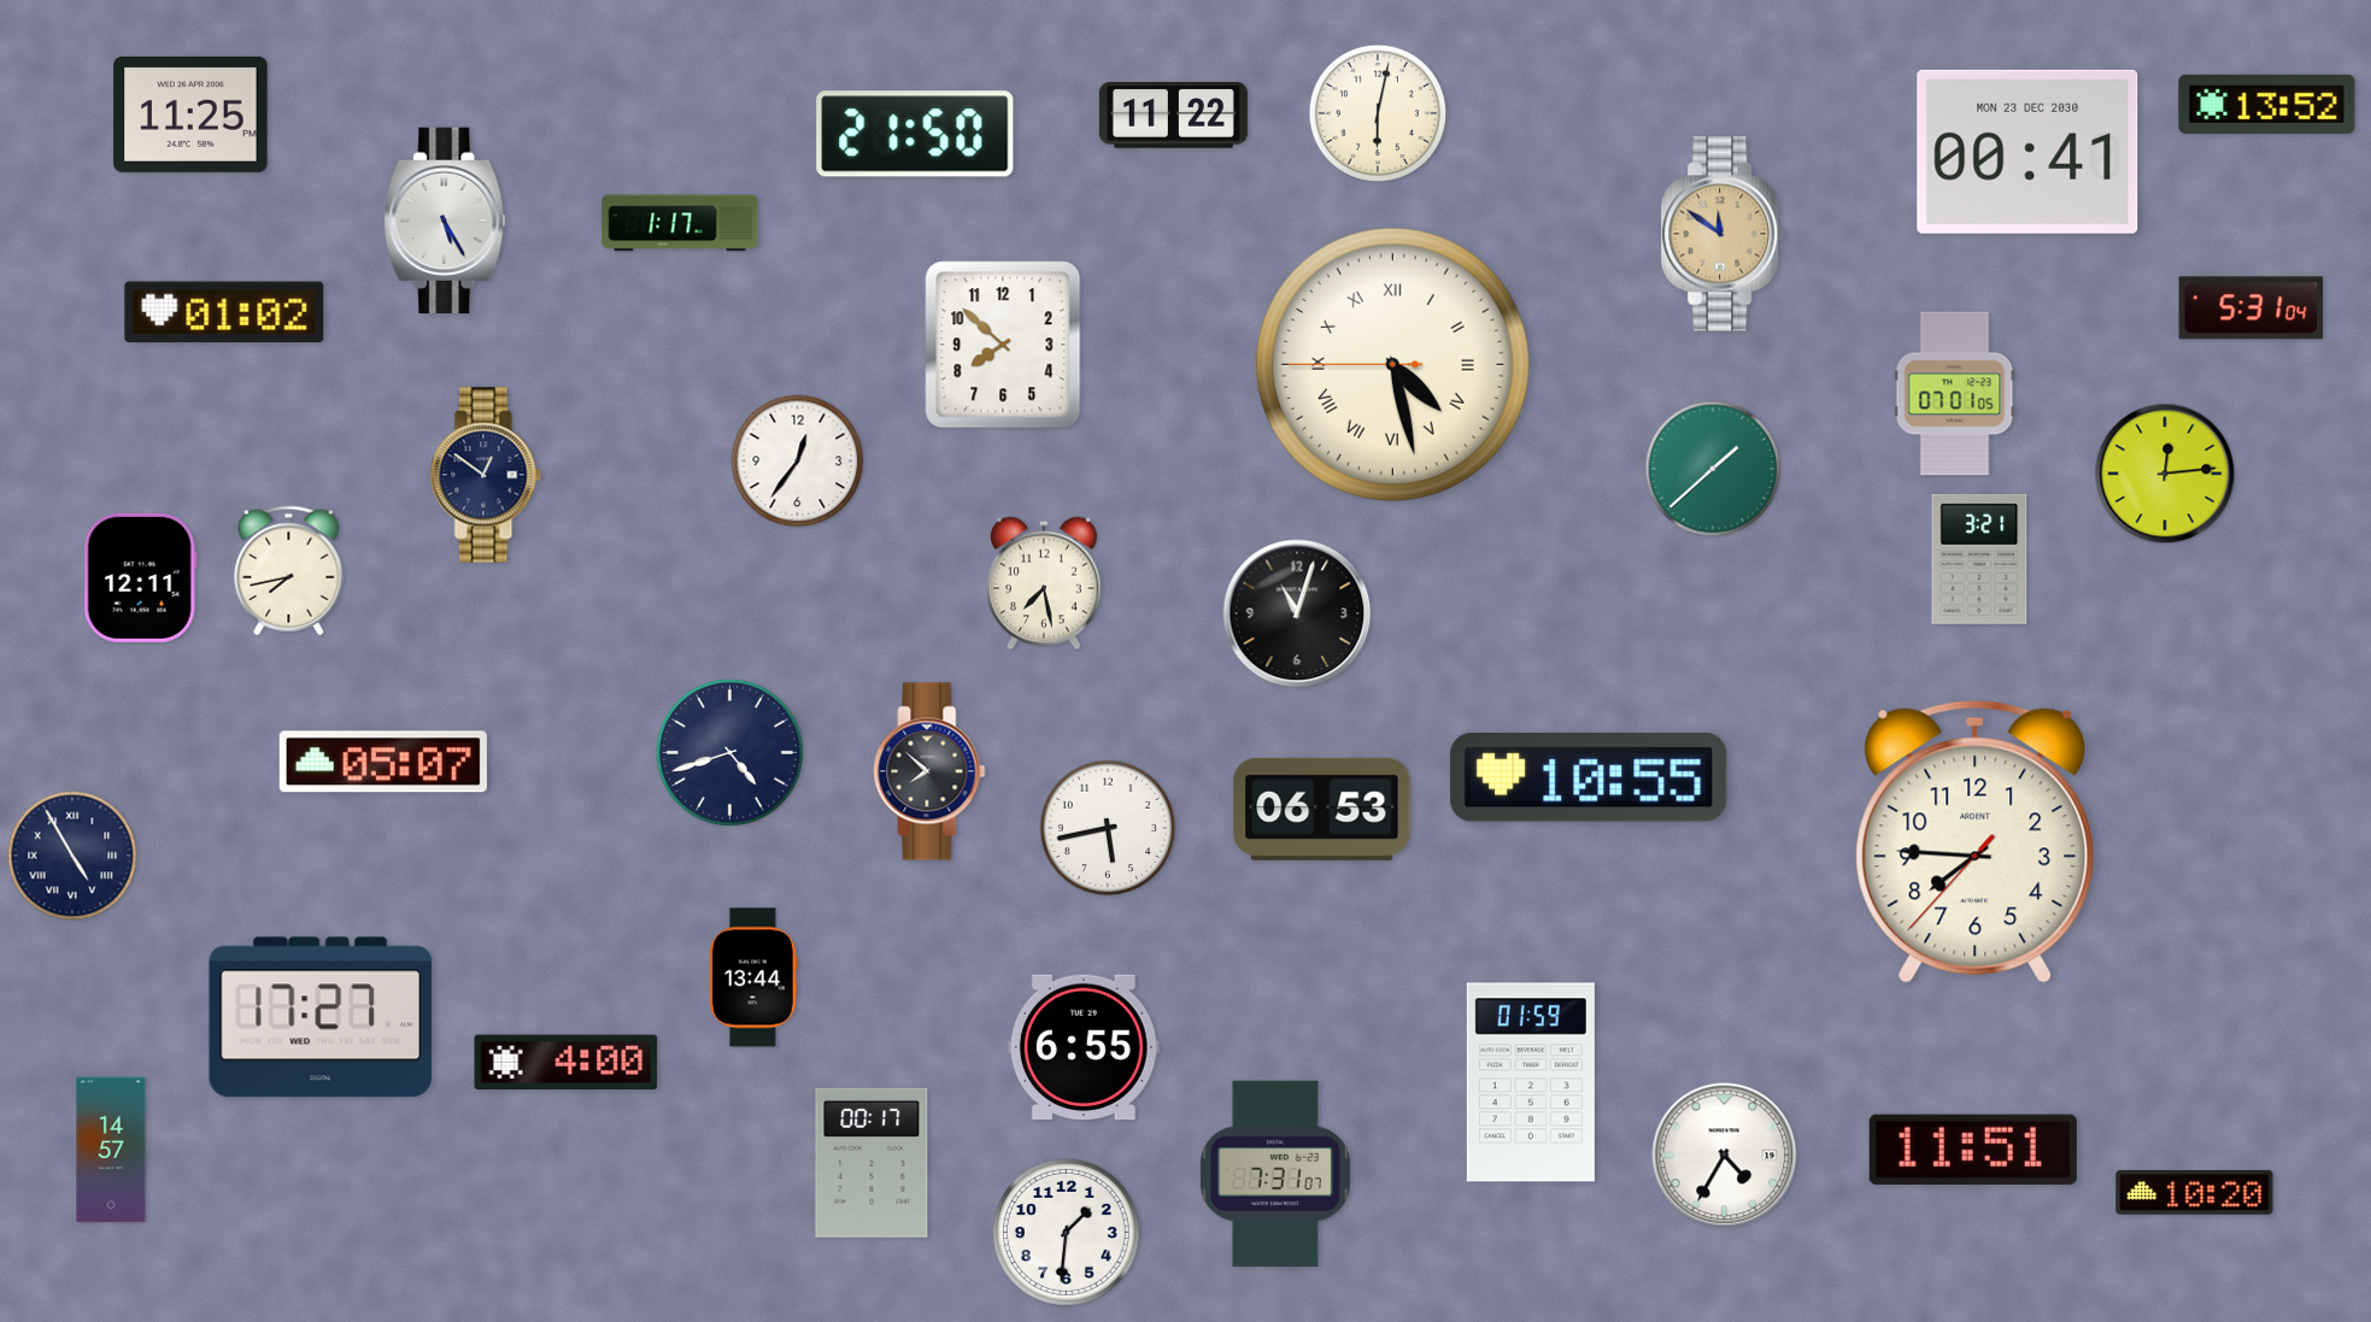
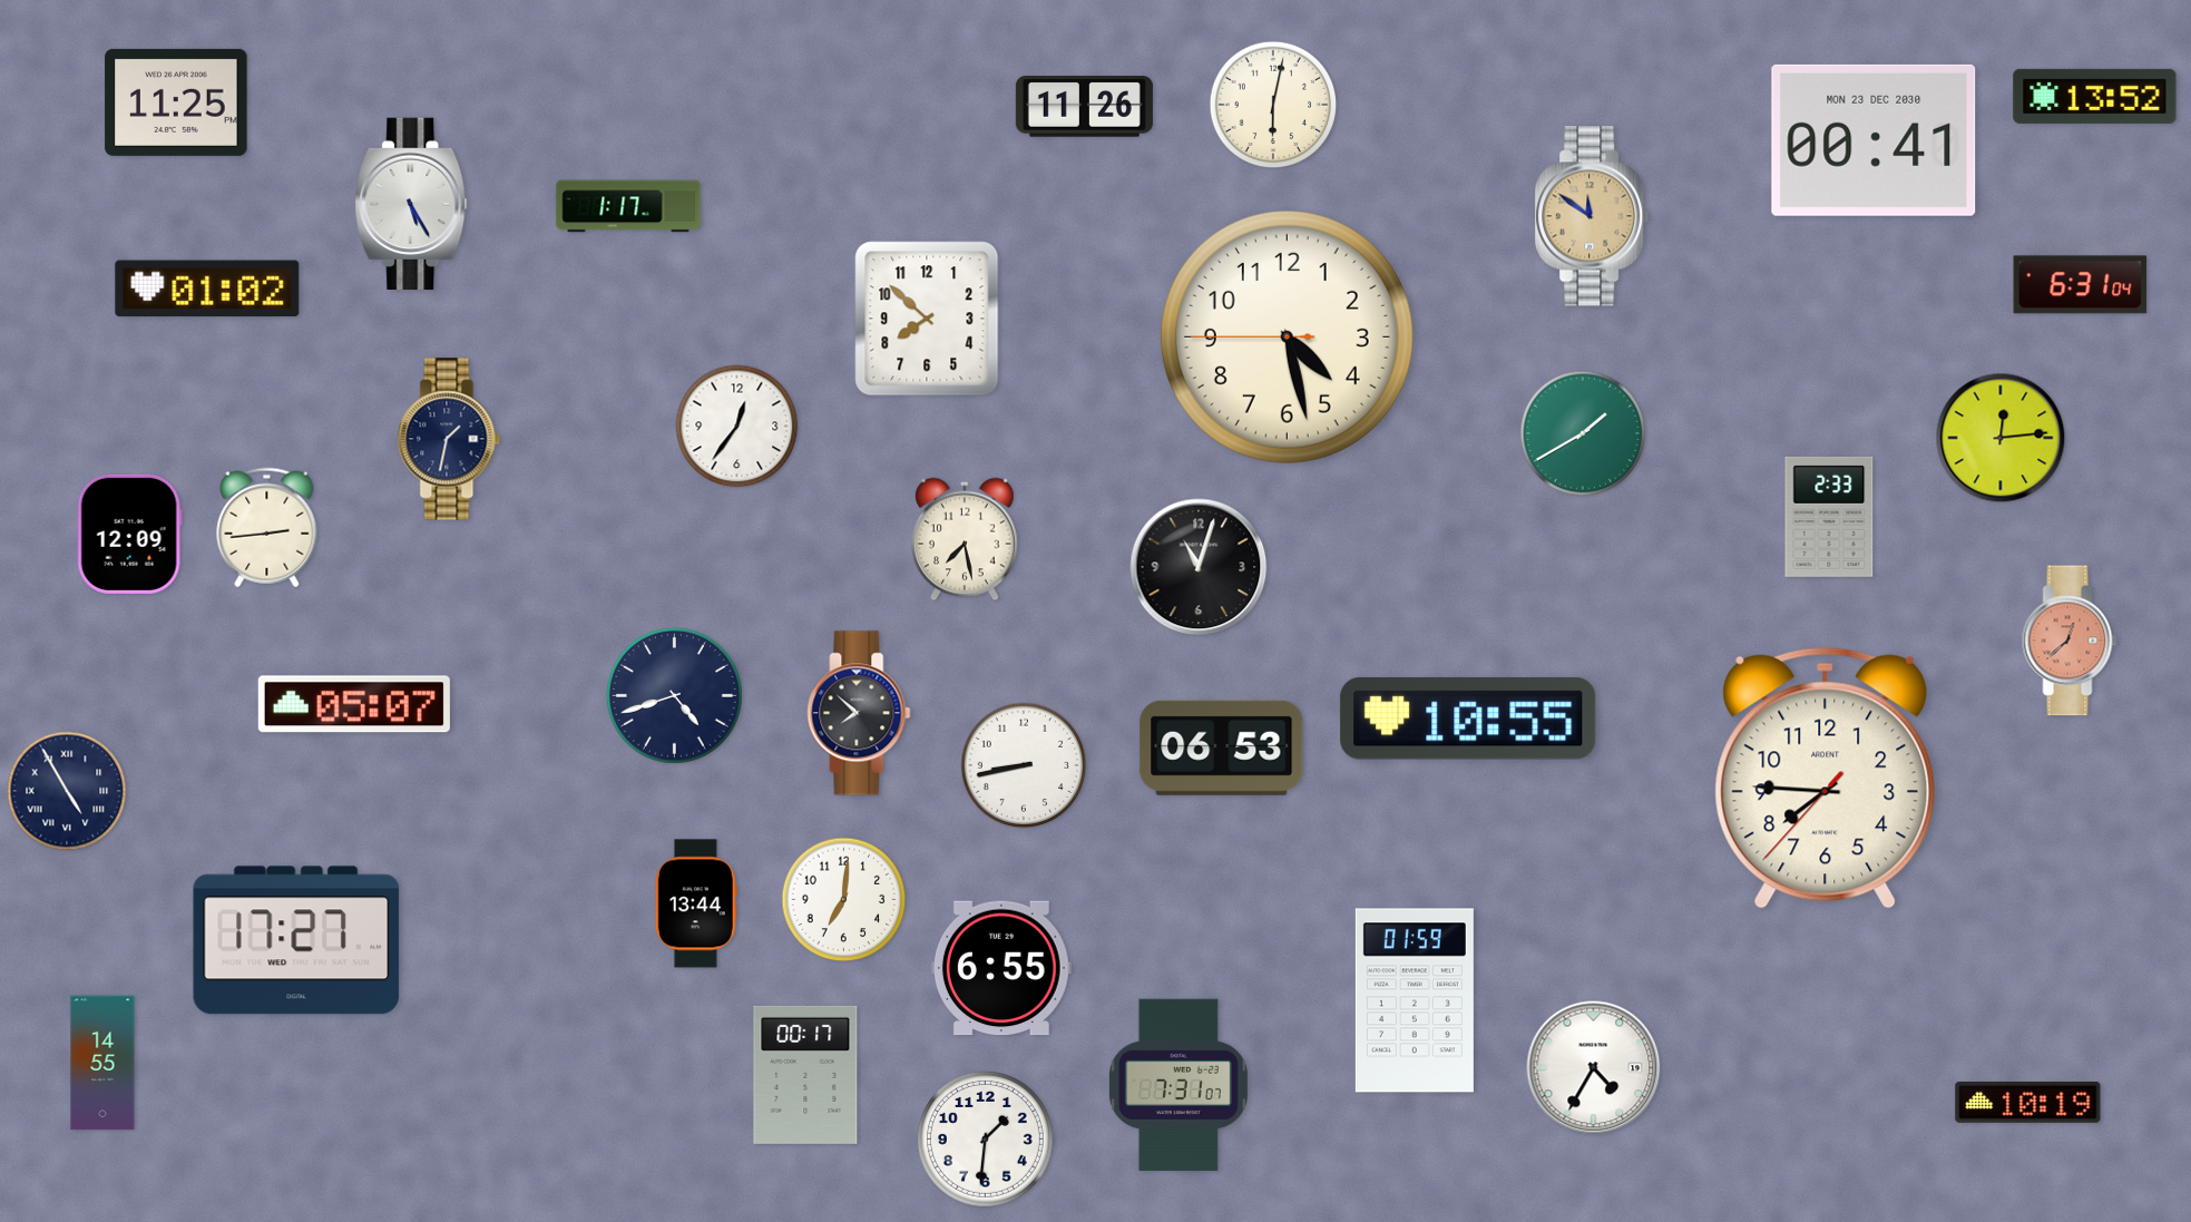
clock at (190, 114) position: (190, 114) -> (176, 102)
clock at (1173, 116): 11:22 -> 11:26
clock at (915, 134): 21:50 -> none
clock at (2252, 309): 5:31 -> 6:31
clock at (1392, 364) numerals: Roman -> Arabic
clock at (1955, 394): 07:01 -> none
clock at (1713, 469): 1:38 -> 1:40
clock at (486, 475): 12:51 -> 1:32
clock at (1979, 559): 3:21 -> 2:33
clock at (289, 571): 7:43 -> 2:44
clock at (140, 577): 12:11 -> 12:09
clock at (2070, 641): none -> 12:38
clock at (1108, 828): 5:43 -> 8:43
clock at (844, 900): none -> 7:01
clock at (567, 1063): 4:00 -> none
clock at (111, 1150): 14:57 -> 14:55
clock at (1973, 1150): 11:51 -> none
clock at (2195, 1192): 10:20 -> 10:19
